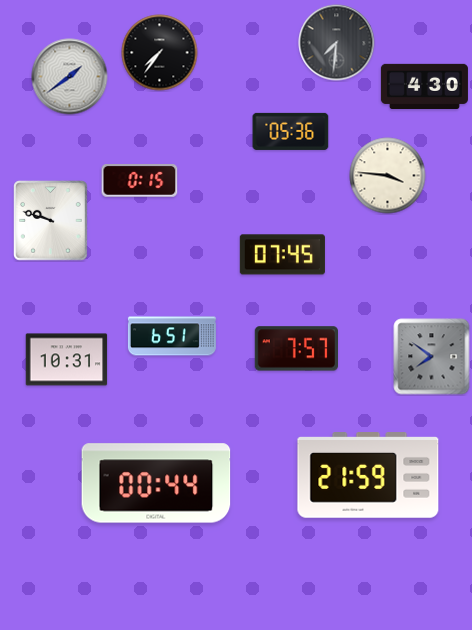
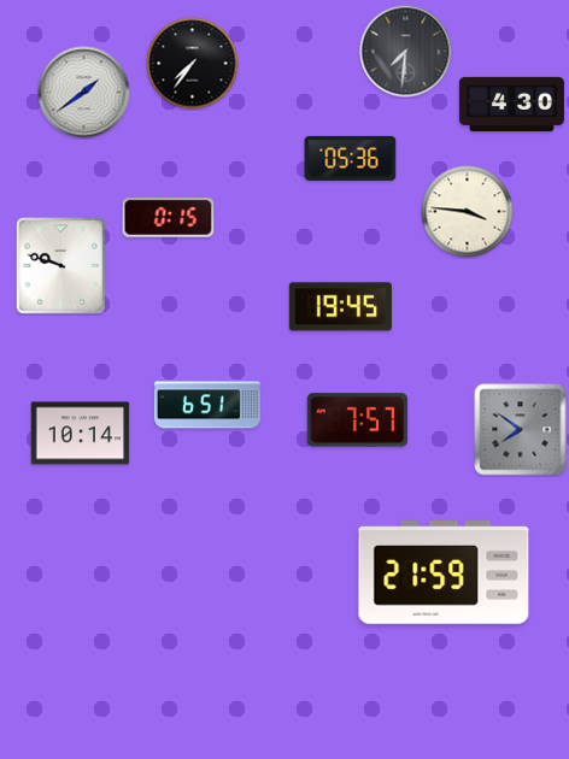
clock at (282, 255): 07:45 -> 19:45
clock at (67, 360): 10:31 -> 10:14
clock at (156, 483): 00:44 -> none
